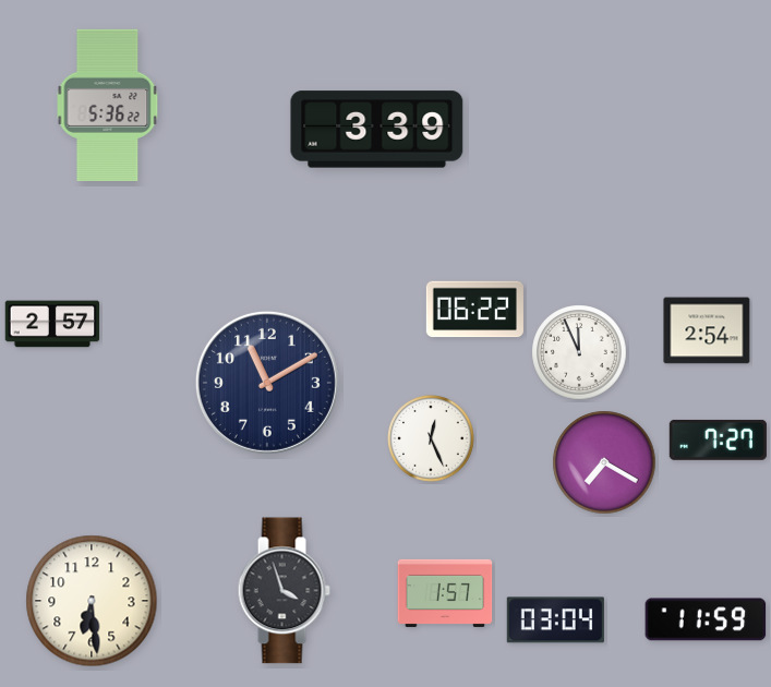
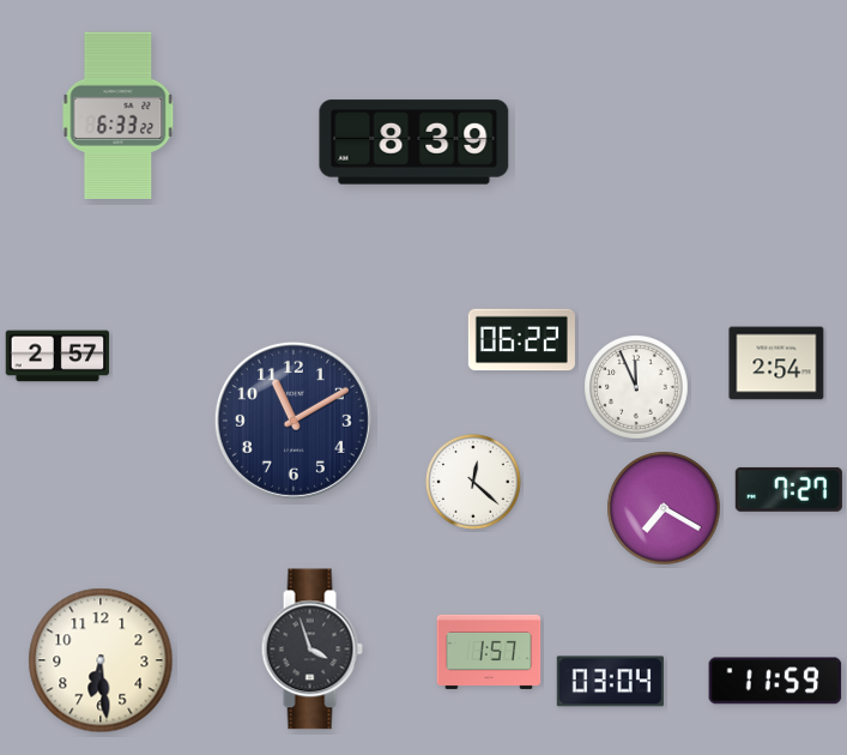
clock at (108, 105): 5:36 -> 6:33
clock at (377, 130): 3:39 -> 8:39
clock at (432, 439): 12:26 -> 12:22
clock at (718, 439) position: (718, 439) -> (788, 489)
